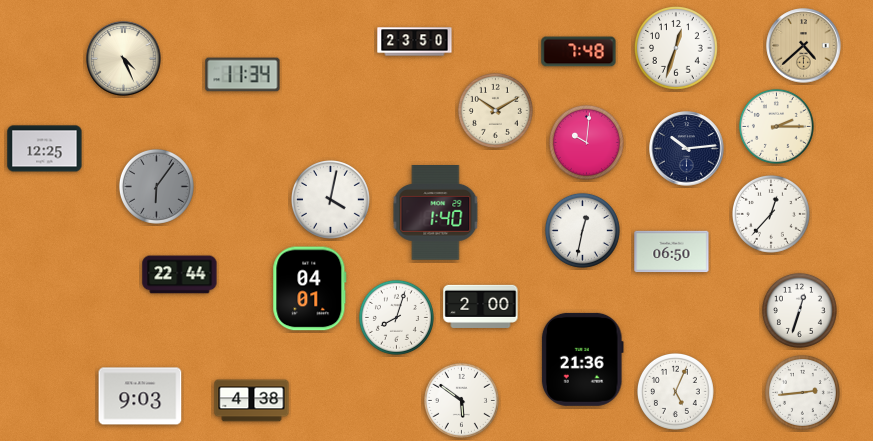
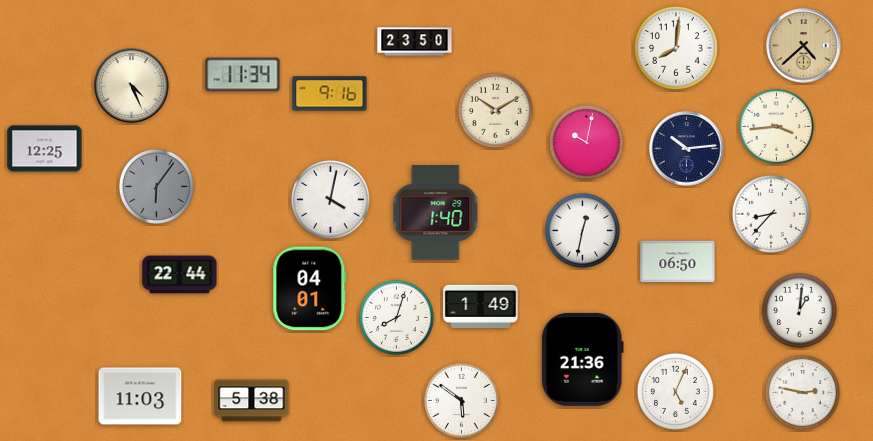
clock at (677, 49): 12:33 -> 8:01
clock at (579, 52): 7:48 -> none
clock at (124, 59) position: (124, 59) -> (132, 86)
clock at (330, 94): none -> 9:16
clock at (776, 126): 2:15 -> 3:44
clock at (586, 142): 10:01 -> 10:02
clock at (771, 214): 12:37 -> 8:37
clock at (672, 252) position: (672, 252) -> (678, 262)
clock at (481, 306): 2:00 -> 1:49
clock at (799, 310): 12:33 -> 1:01
clock at (802, 392): 2:44 -> 2:47
clock at (140, 396): 9:03 -> 11:03
clock at (252, 401): 4:38 -> 5:38
